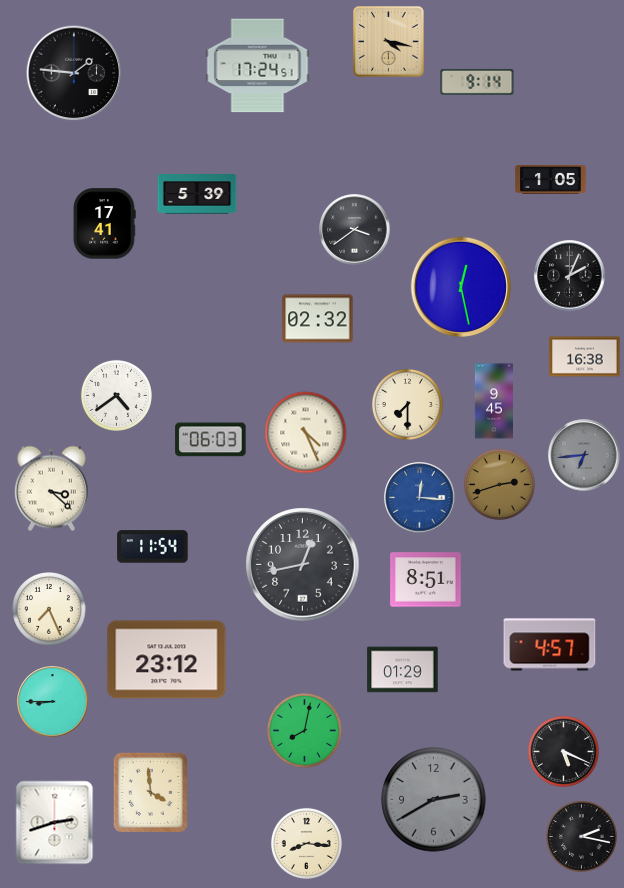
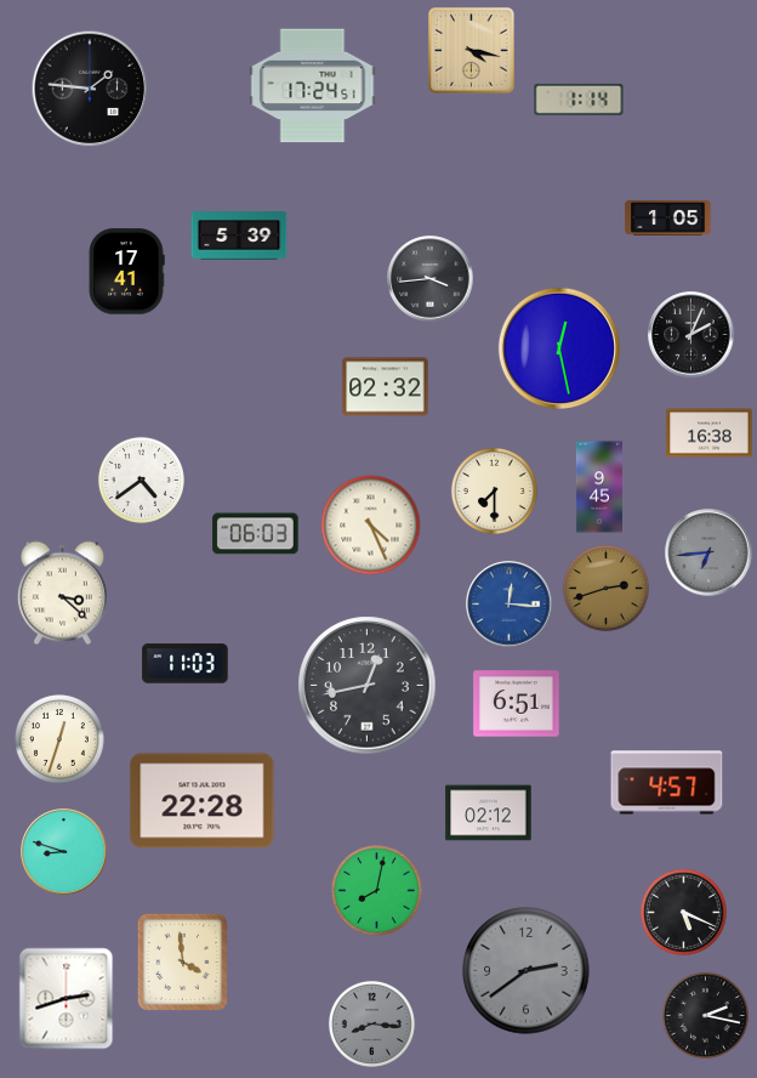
clock at (258, 66) position: (258, 66) -> (313, 86)
clock at (477, 82): 9:14 -> 1:14
clock at (355, 230): 3:39 -> 3:44
clock at (153, 547): 11:54 -> 11:03
clock at (426, 580): 8:51 -> 6:51
clock at (49, 609): 7:26 -> 12:33
clock at (167, 660): 23:12 -> 22:28
clock at (403, 670): 01:29 -> 02:12
clock at (53, 702): 8:45 -> 8:48
clock at (305, 731) position: (305, 731) -> (377, 891)
clock at (434, 800): 2:40 -> 2:39
clock at (306, 843) dial: cream -> grey
